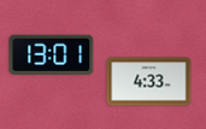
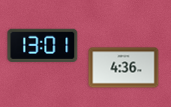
clock at (149, 82): 4:33 -> 4:36
